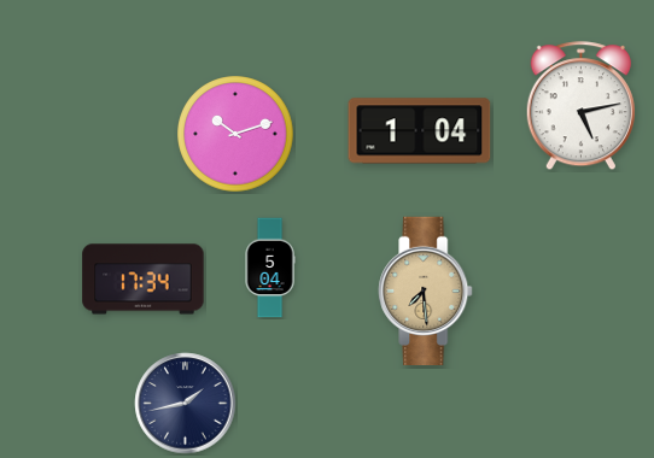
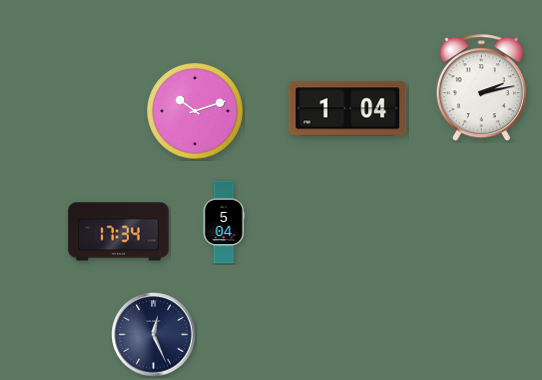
clock at (580, 106): 5:13 -> 2:13
clock at (426, 292): 7:29 -> none
clock at (186, 404): 1:43 -> 12:26
